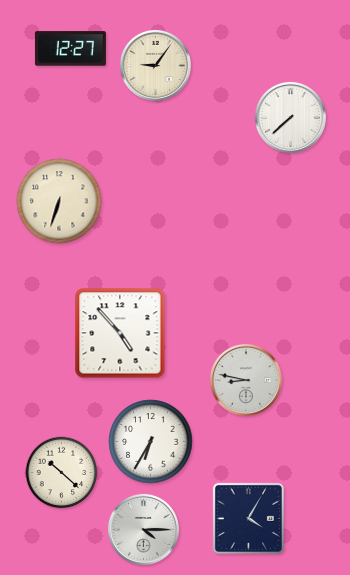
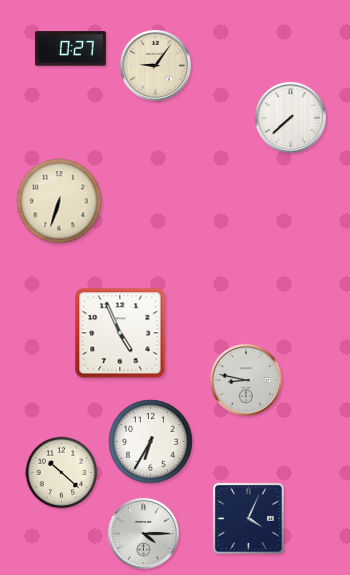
clock at (70, 49): 12:27 -> 0:27
clock at (120, 333): 4:53 -> 4:56
clock at (248, 518): 4:05 -> 4:04
clock at (143, 529) position: (143, 529) -> (143, 533)
